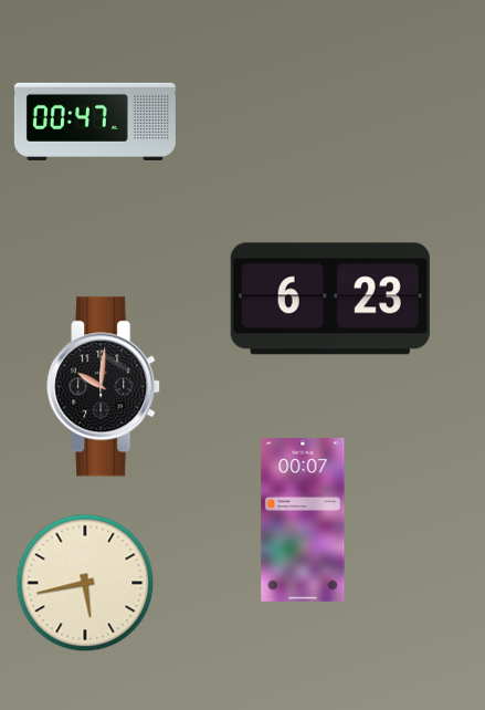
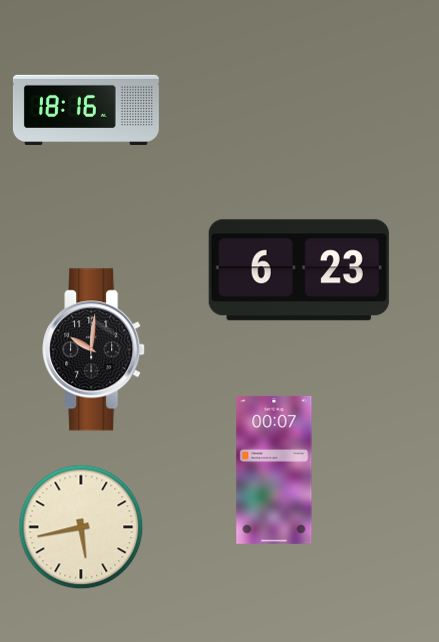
clock at (95, 122): 00:47 -> 18:16
clock at (85, 583) position: (85, 583) -> (81, 527)
